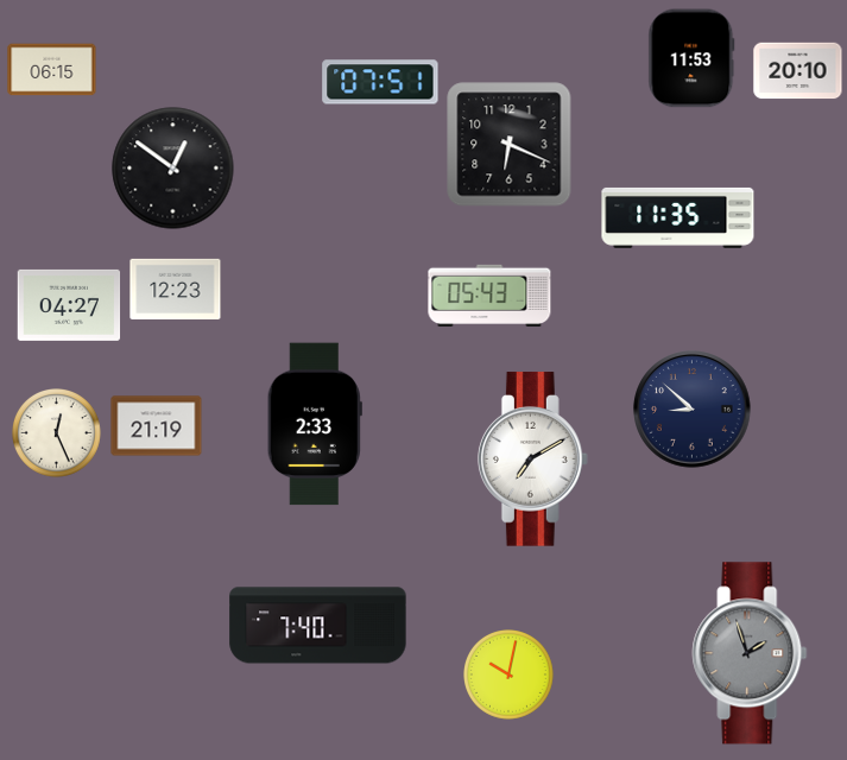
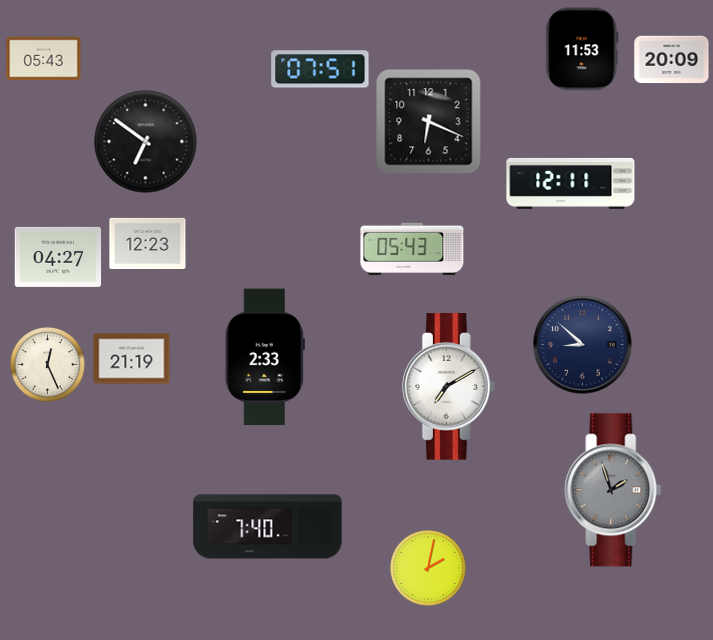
clock at (52, 70): 06:15 -> 05:43
clock at (798, 71): 20:10 -> 20:09
clock at (173, 169): 12:51 -> 6:51
clock at (678, 217): 11:35 -> 12:11
clock at (750, 653) position: (750, 653) -> (613, 490)
clock at (510, 676): 10:02 -> 2:02
